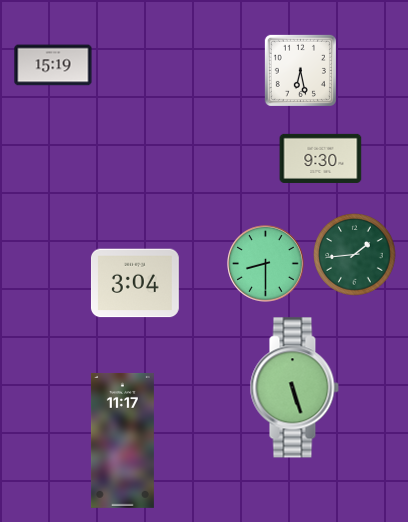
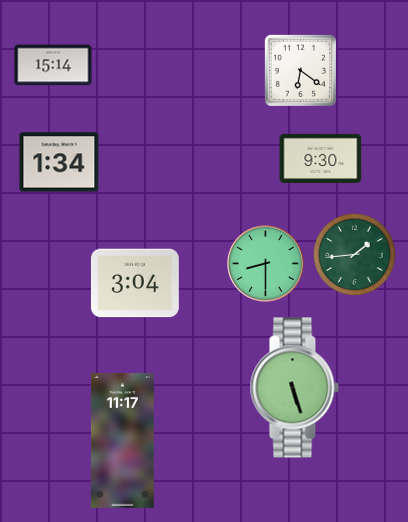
clock at (53, 65): 15:19 -> 15:14
clock at (300, 70): 6:28 -> 6:21
clock at (59, 162): none -> 1:34
